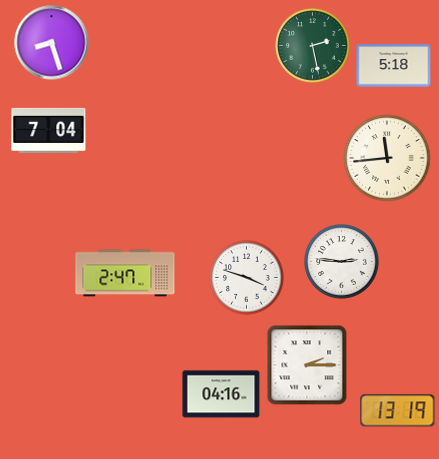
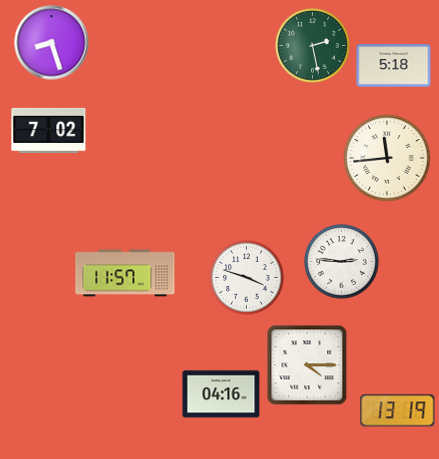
clock at (49, 130): 7:04 -> 7:02
clock at (125, 273): 2:47 -> 11:57
clock at (307, 365): 2:15 -> 4:15
